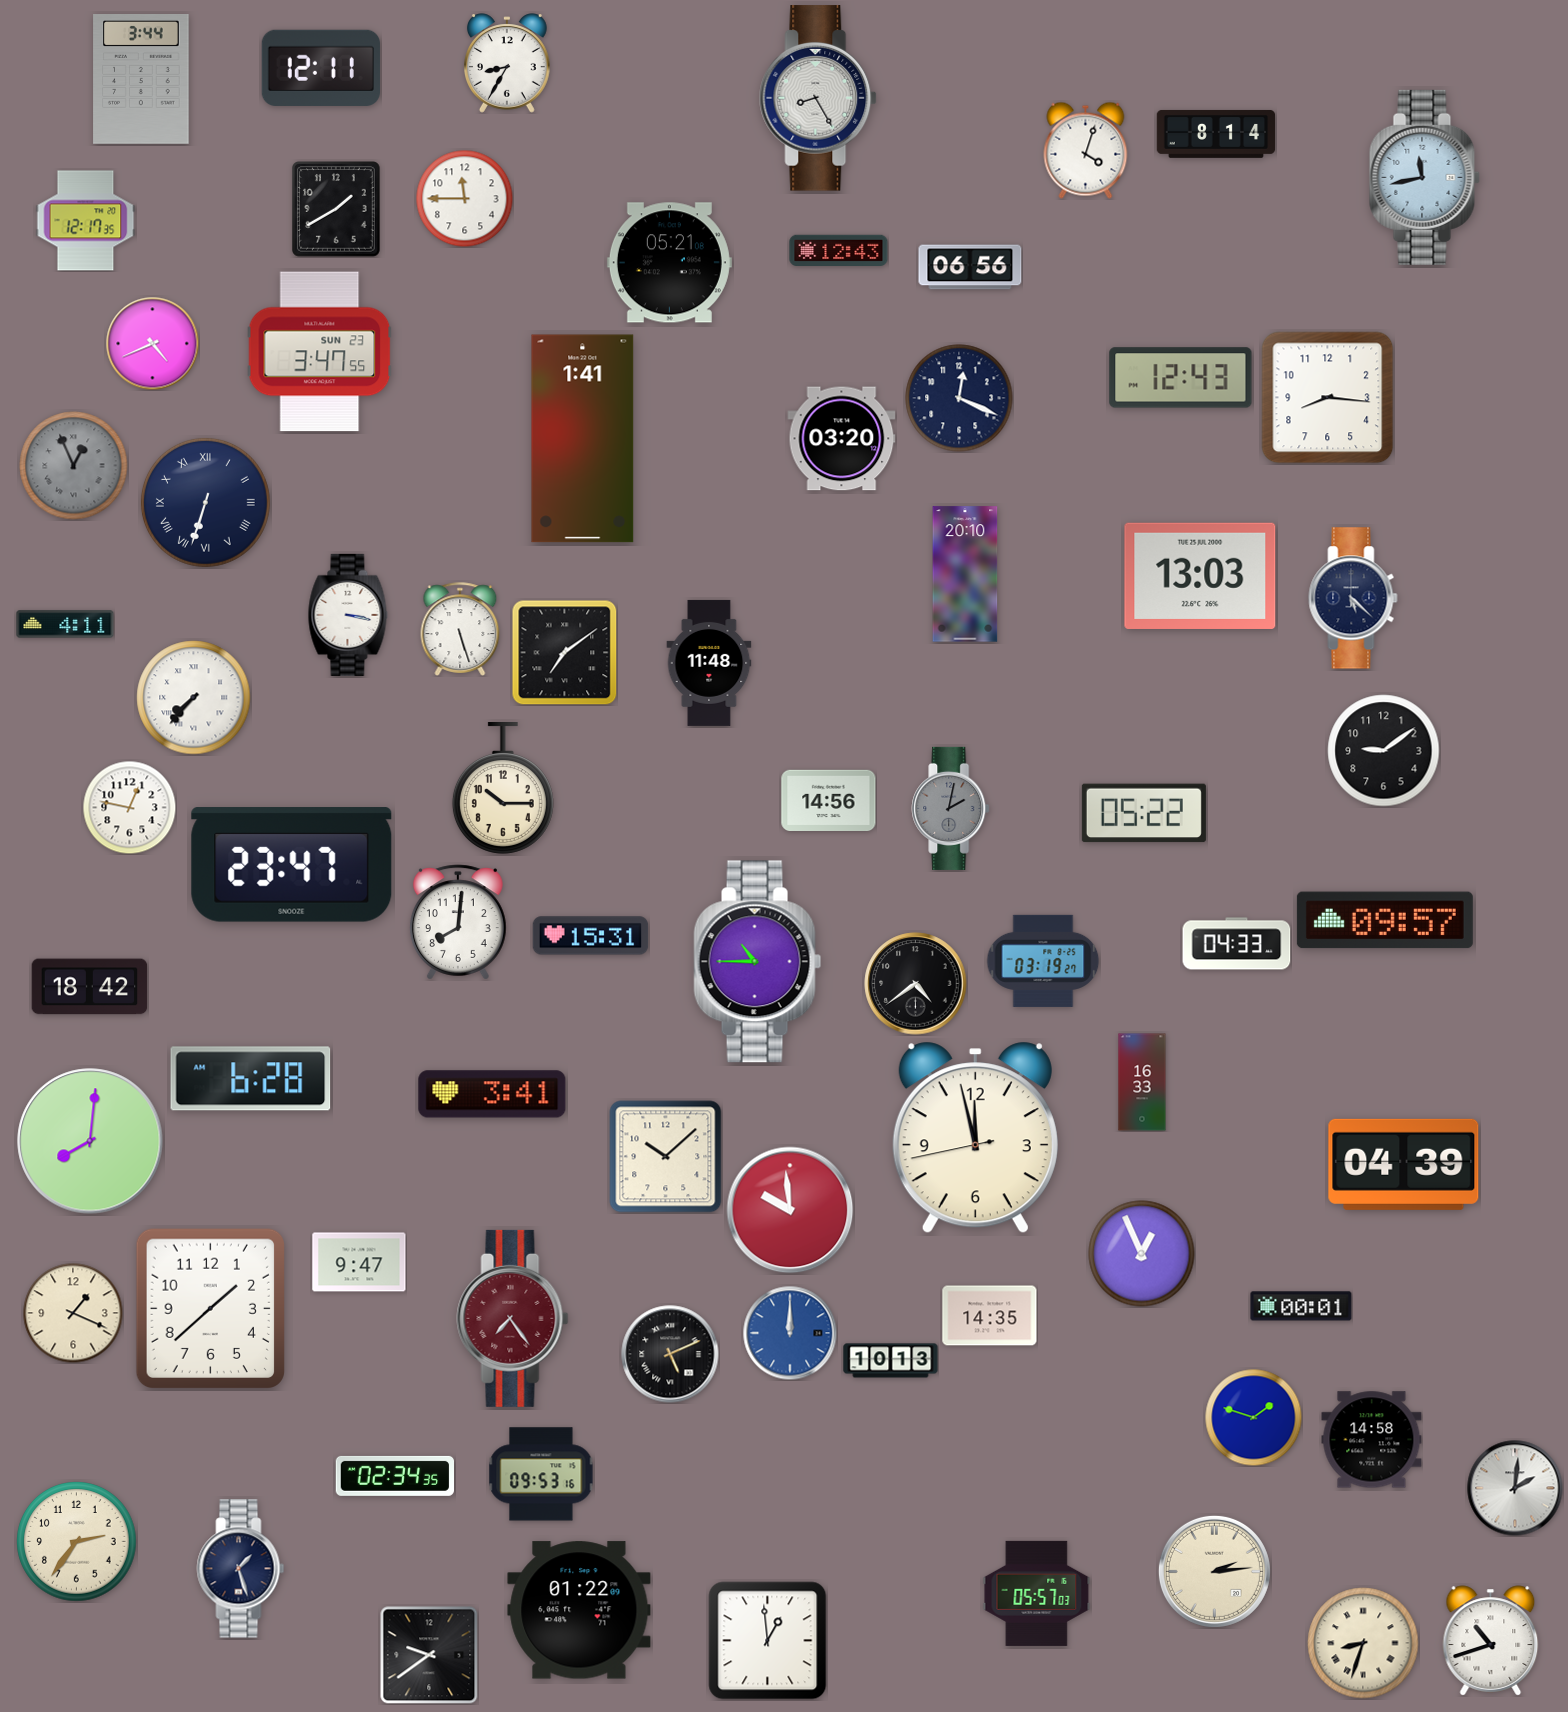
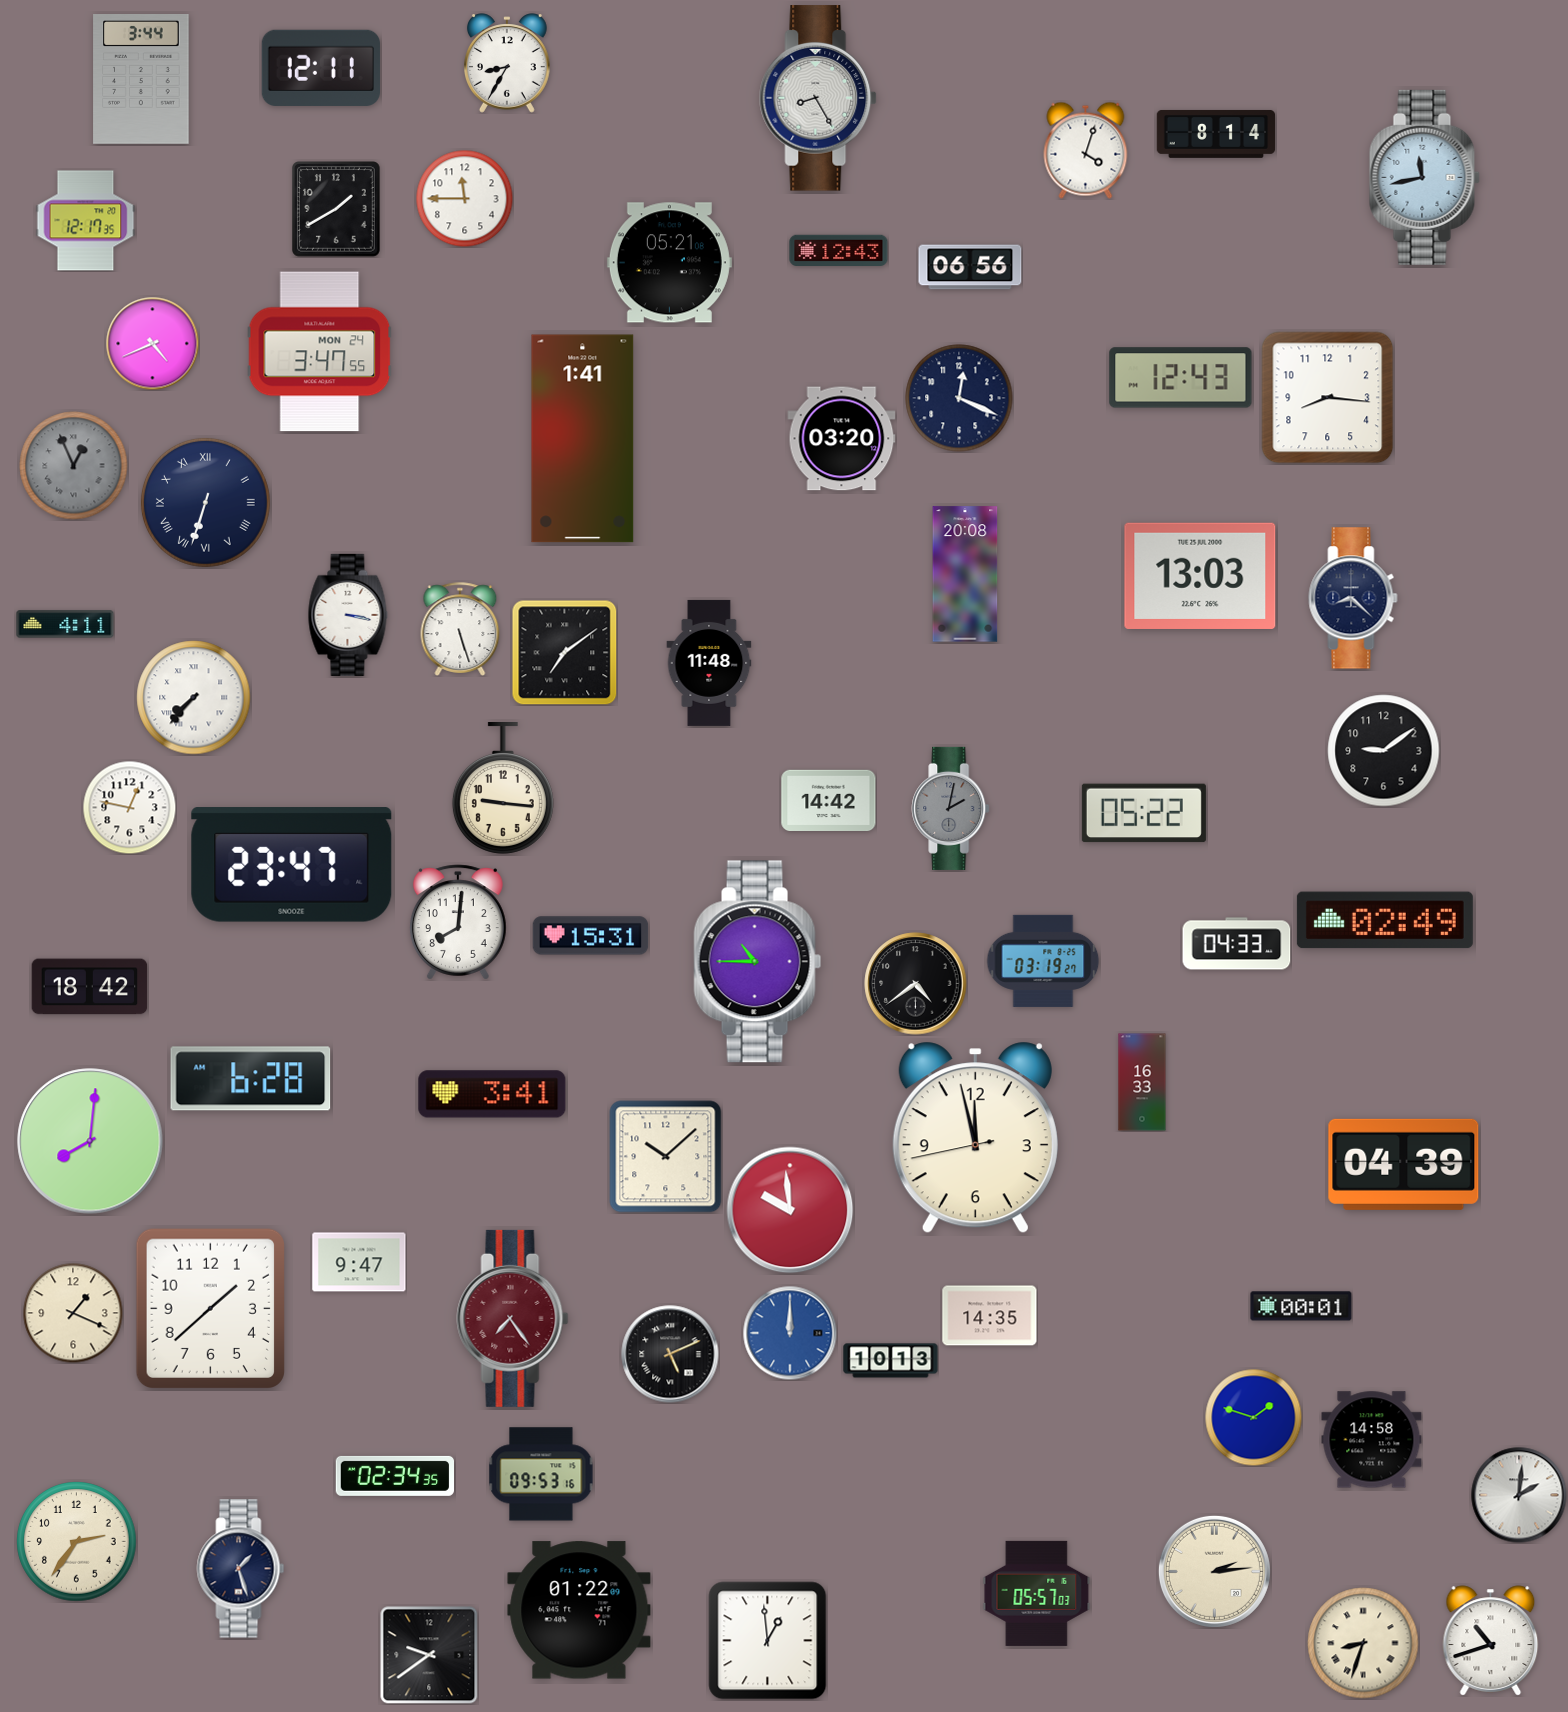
clock at (320, 352) date: SUN 23 -> MON 24
clock at (965, 574): 20:10 -> 20:08
clock at (1353, 598): 5:22 -> 8:22
clock at (503, 789): 10:15 -> 9:16
clock at (829, 800): 14:56 -> 14:42
clock at (1385, 920): 09:57 -> 02:49
clock at (1142, 1254): 12:56 -> none
clock at (1515, 1488) position: (1515, 1488) -> (1519, 1495)
